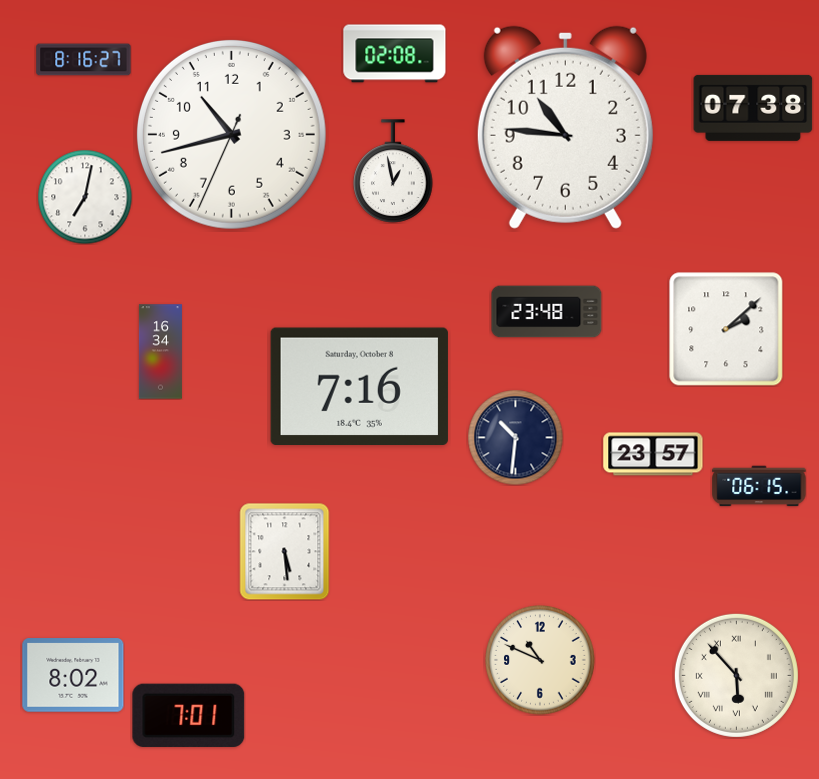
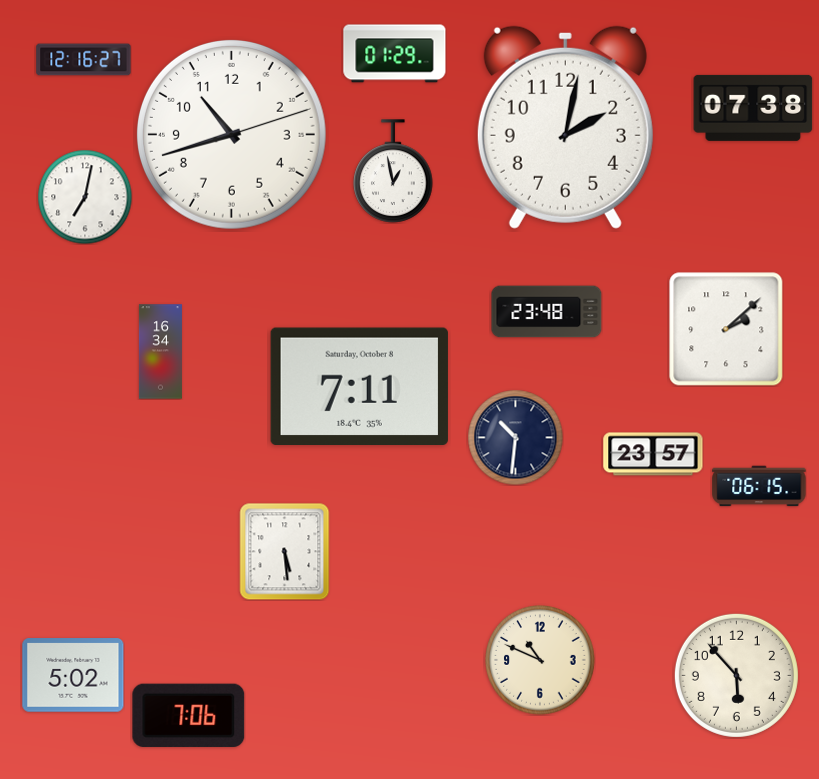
clock at (395, 54): 02:08 -> 01:29
clock at (84, 60): 8:16 -> 12:16
clock at (565, 127): 10:46 -> 2:02
clock at (231, 134): 10:42:34 -> 10:42:12
clock at (359, 386): 7:16 -> 7:11
clock at (73, 675): 8:02 -> 5:02
clock at (736, 675) numerals: Roman -> Arabic
clock at (189, 715): 7:01 -> 7:06
